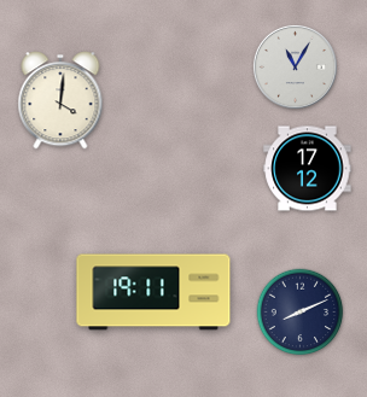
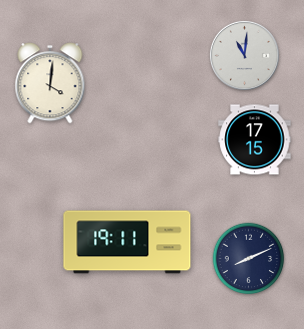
clock at (295, 66): 11:05 -> 11:01
clock at (308, 169): 17:12 -> 17:15
